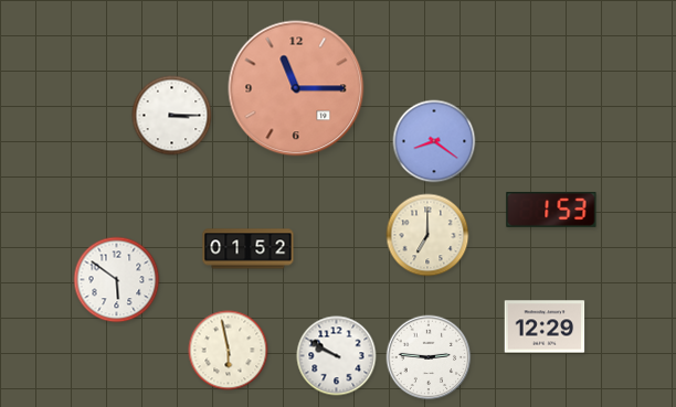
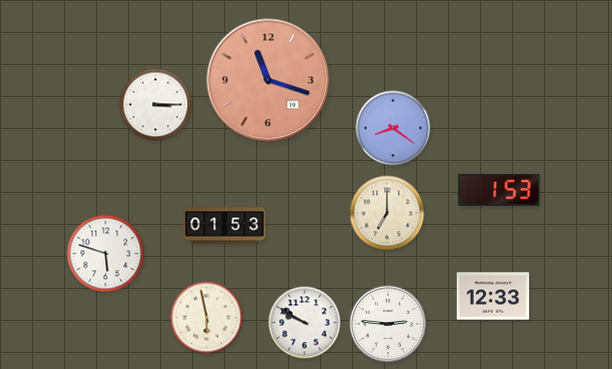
clock at (296, 88): 11:15 -> 11:18
clock at (249, 249): 01:52 -> 01:53
clock at (117, 280): 5:51 -> 5:48
clock at (545, 326): 12:29 -> 12:33
